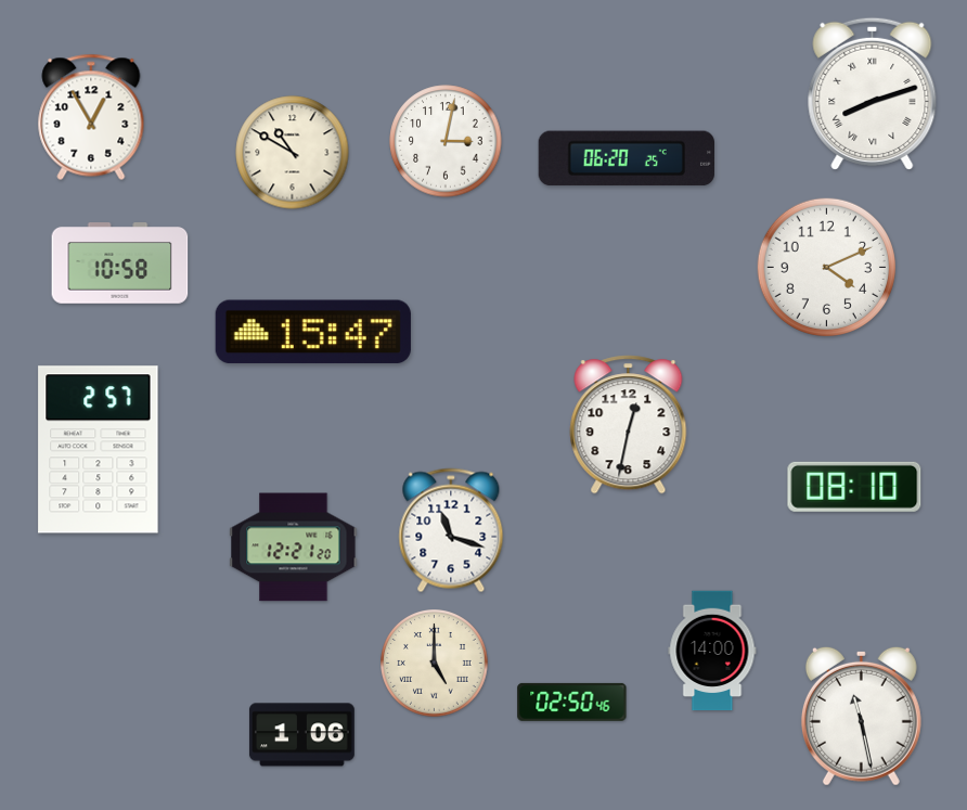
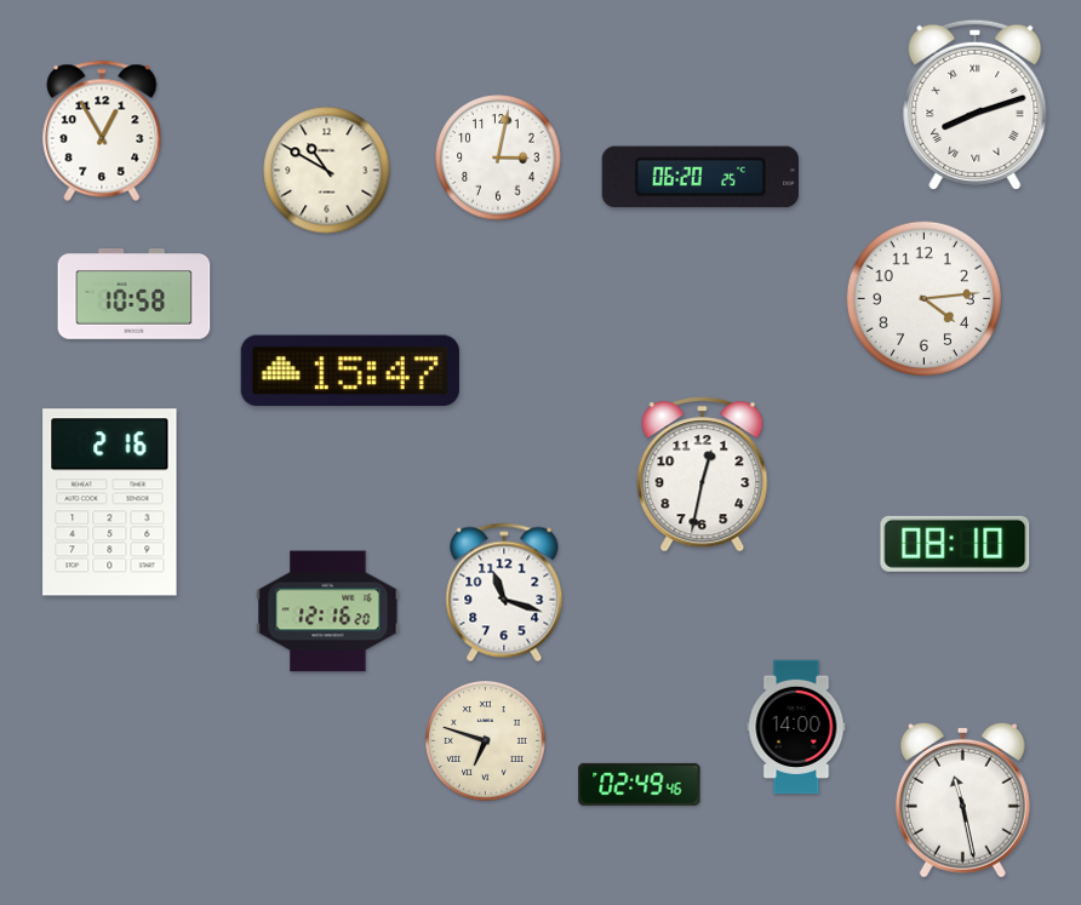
clock at (826, 267): 4:11 -> 4:14
clock at (99, 450): 2:57 -> 2:16
clock at (294, 548): 12:21 -> 12:16
clock at (435, 664): 5:00 -> 6:48
clock at (572, 702): 02:50 -> 02:49
clock at (301, 735): 1:06 -> none
